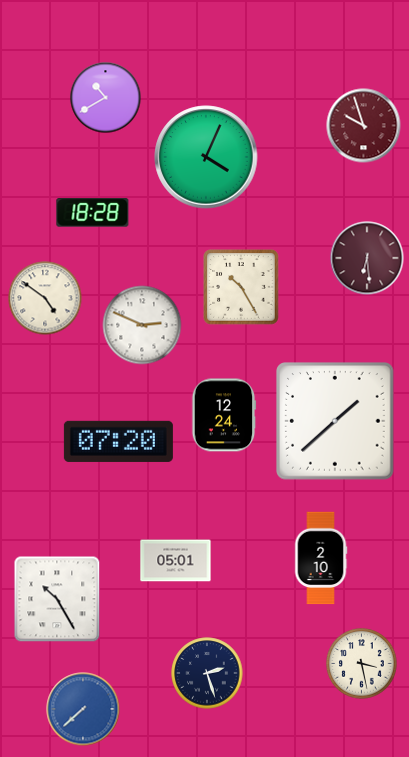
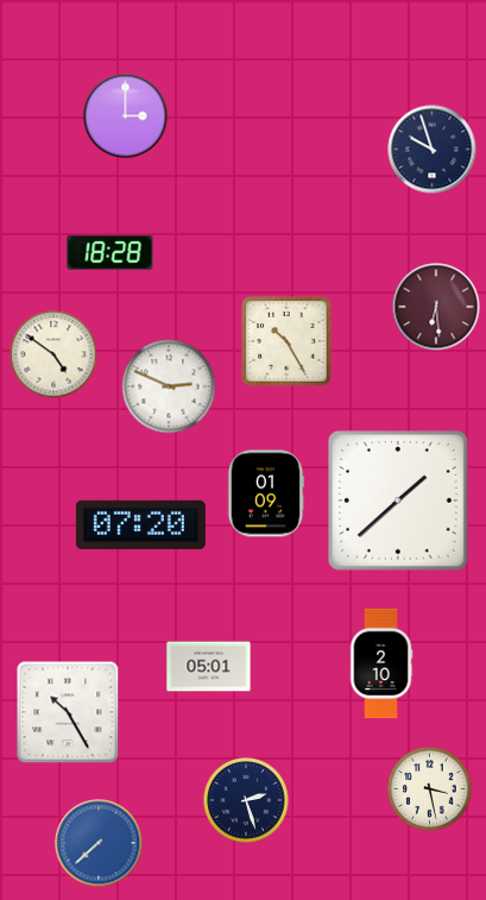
clock at (106, 98): 10:40 -> 3:00
clock at (364, 126) dial: burgundy -> navy
clock at (206, 157): 4:04 -> none
clock at (224, 415): 12:24 -> 01:09
